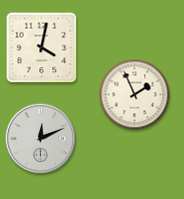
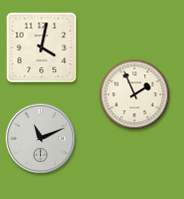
clock at (41, 139): 12:11 -> 11:11
